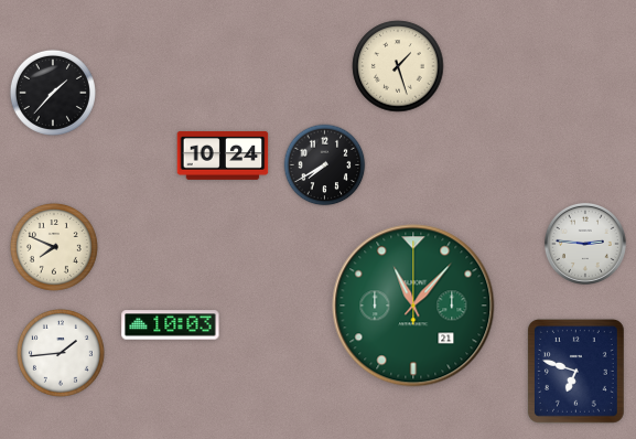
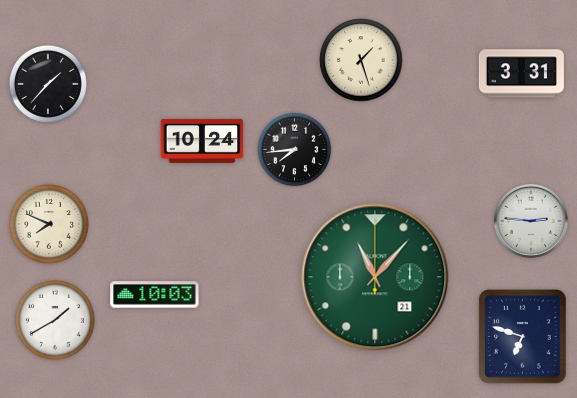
clock at (521, 74): none -> 3:31
clock at (325, 165): 7:40 -> 7:44
clock at (61, 353): 1:44 -> 1:40
